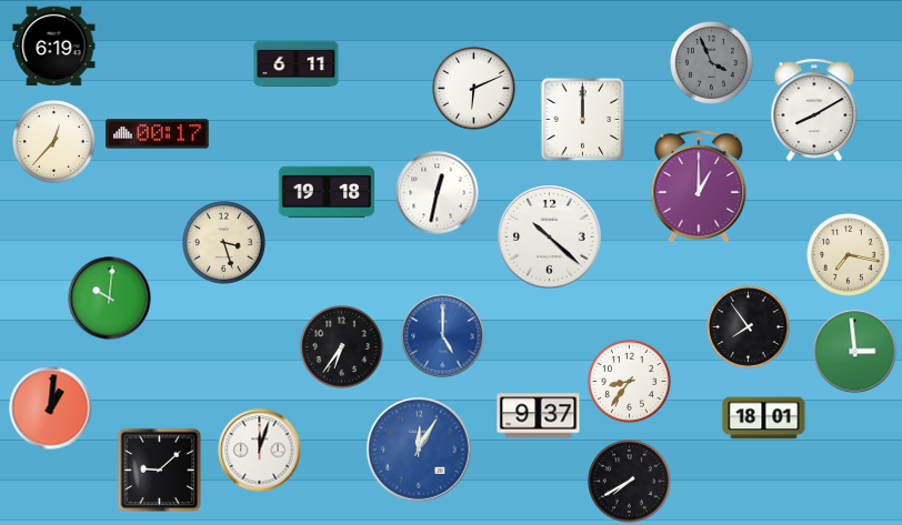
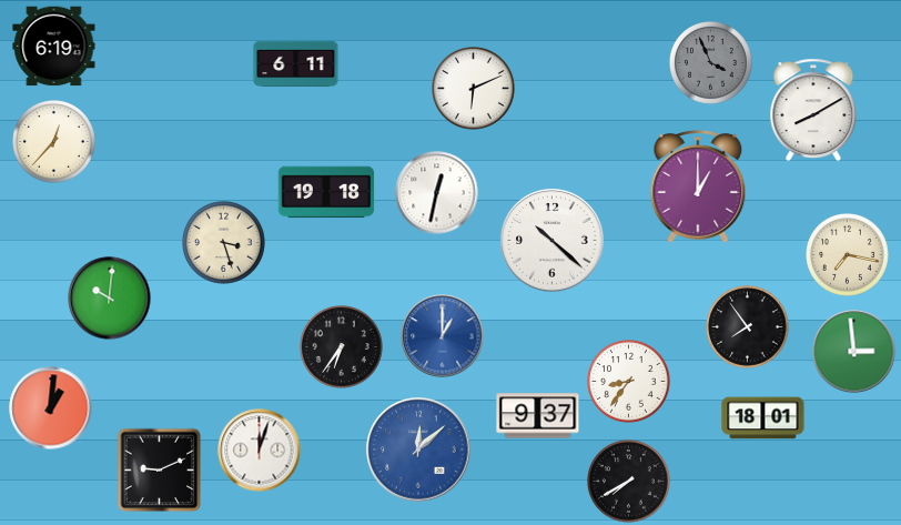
clock at (583, 120): 12:00 -> none
clock at (158, 134): 00:17 -> none
clock at (550, 238) position: (550, 238) -> (553, 241)
clock at (443, 336): 5:00 -> 1:00
clock at (419, 450): 12:05 -> 12:08
clock at (160, 471): 9:08 -> 9:11
